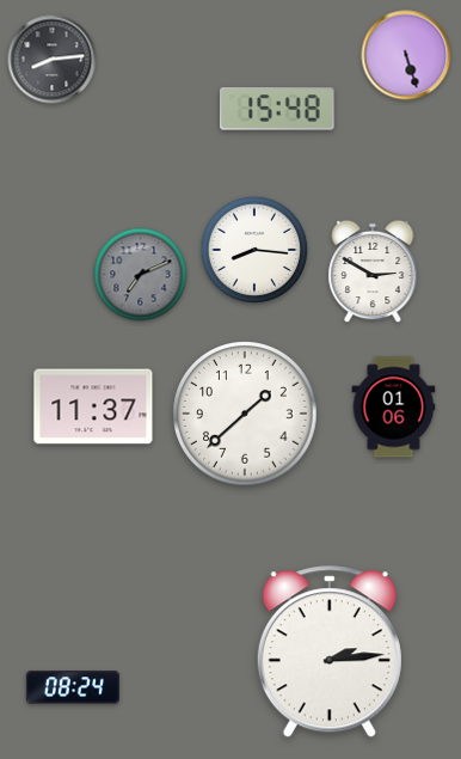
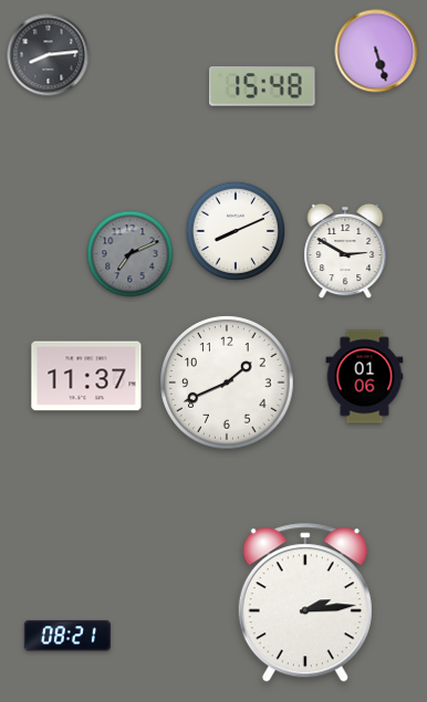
clock at (277, 109) position: (277, 109) -> (262, 86)
clock at (254, 250): 8:16 -> 8:11
clock at (245, 414): 1:38 -> 1:41
clock at (73, 687): 08:24 -> 08:21
